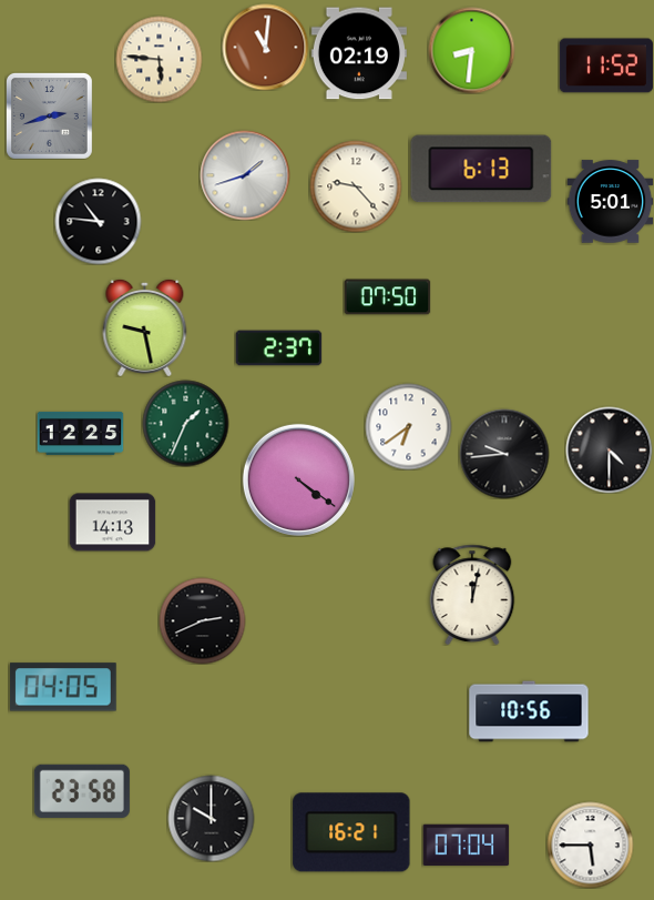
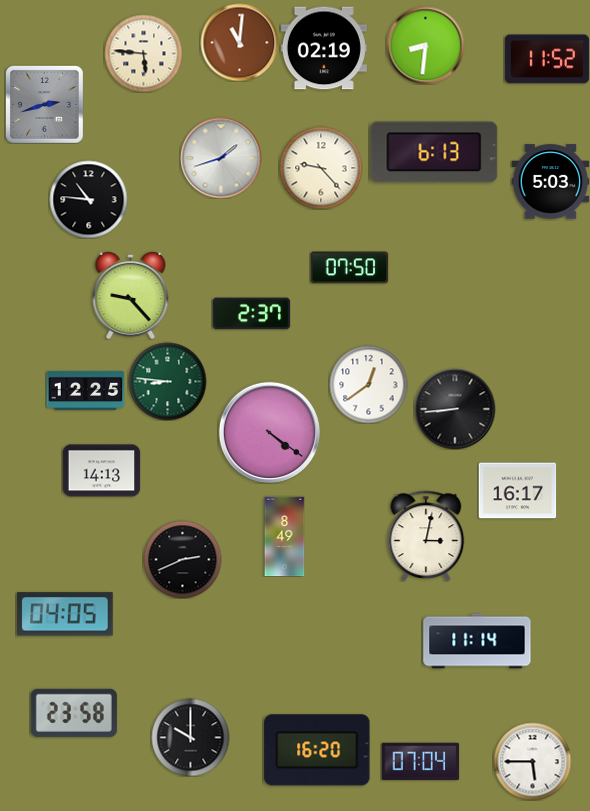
clock at (610, 202): 5:01 -> 5:03
clock at (145, 327): 9:28 -> 9:23
clock at (185, 423): 1:34 -> 8:46
clock at (408, 426): 6:39 -> 12:39
clock at (80, 433) position: (80, 433) -> (85, 390)
clock at (609, 449): 4:30 -> none
clock at (504, 454): 9:44 -> 8:44
clock at (517, 491): none -> 16:17
clock at (285, 536): none -> 8:49
clock at (472, 595): 12:02 -> 3:02
clock at (63, 687) position: (63, 687) -> (65, 614)
clock at (529, 711): 10:56 -> 11:14
clock at (351, 832): 16:21 -> 16:20
